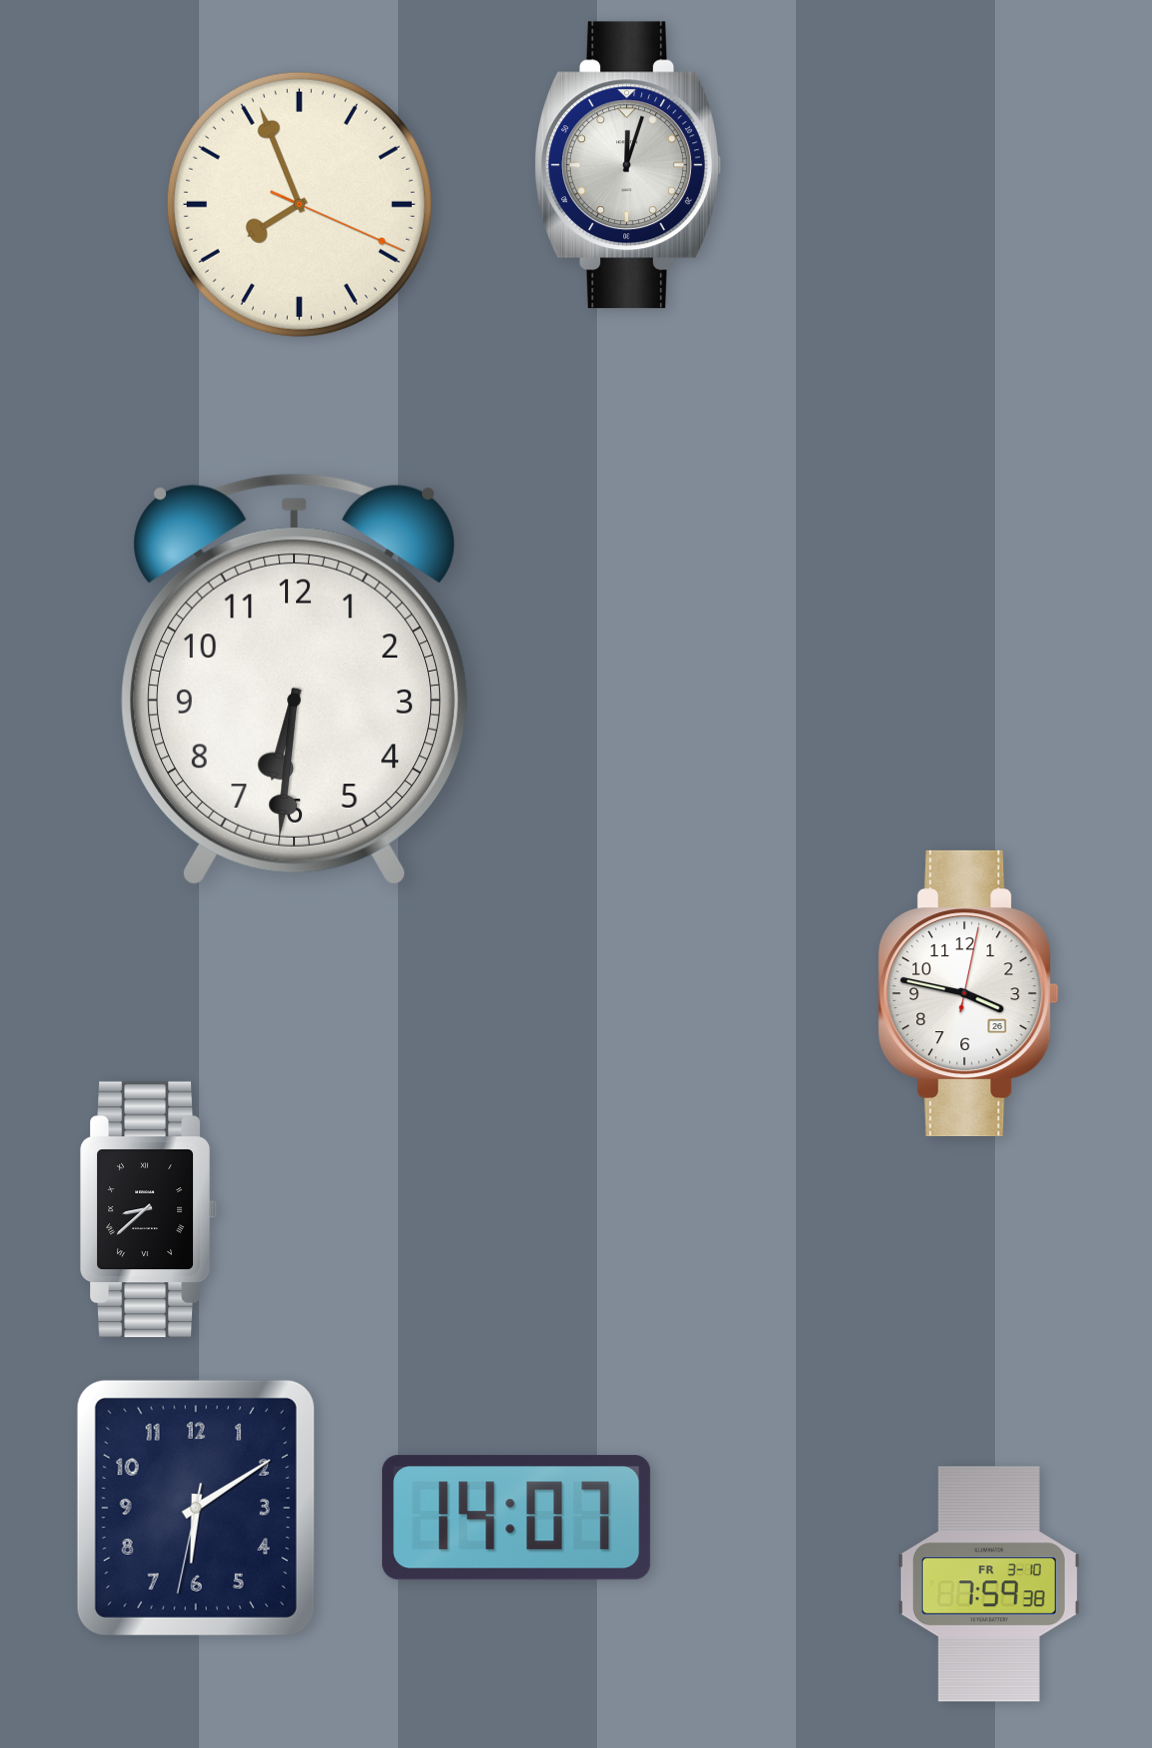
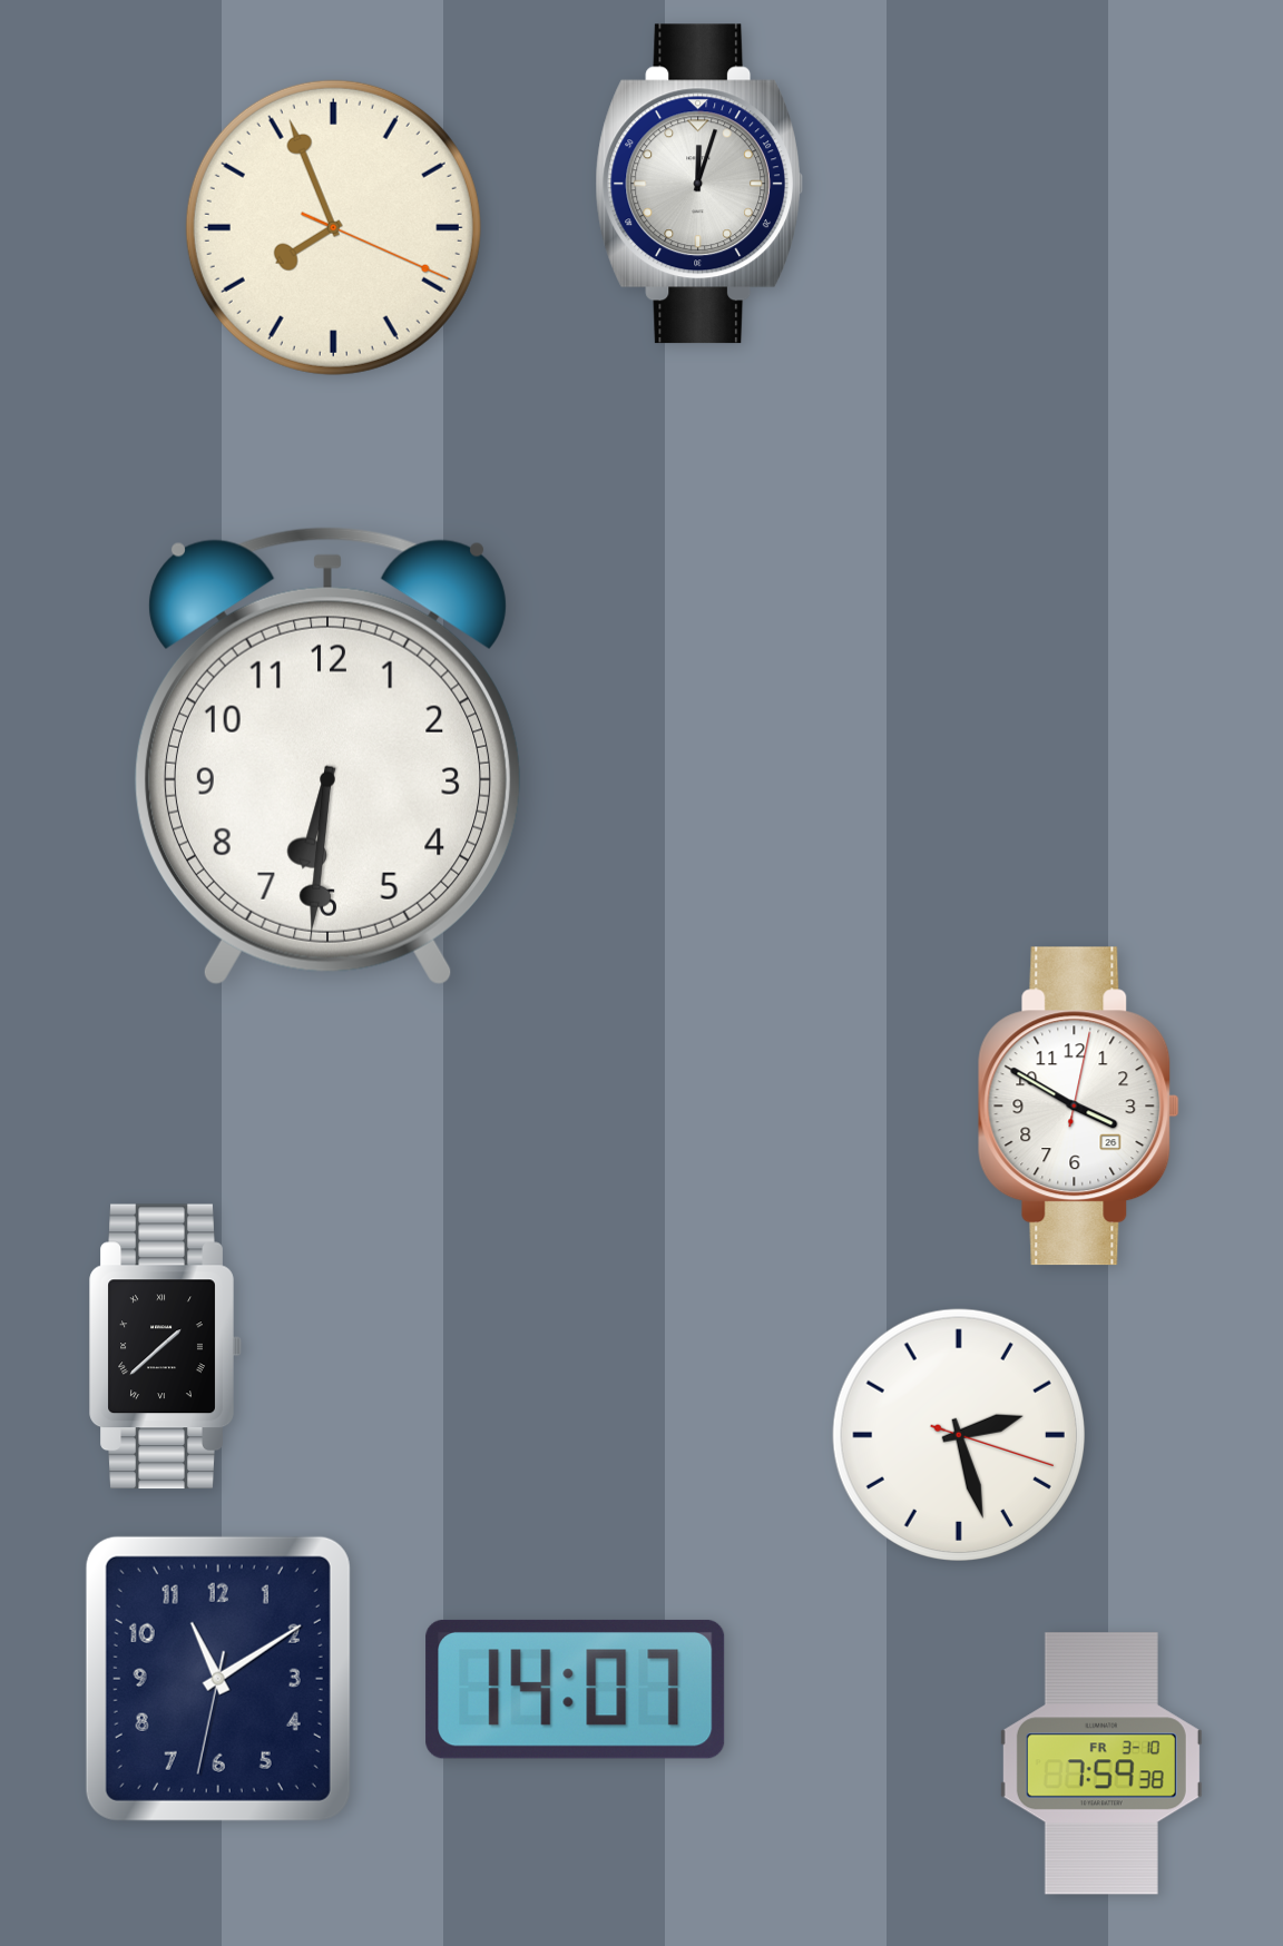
clock at (968, 994): 3:47 -> 3:50
clock at (149, 1210): 8:38 -> 1:38
clock at (959, 1435): none -> 2:27
clock at (196, 1508): 6:09 -> 11:09
